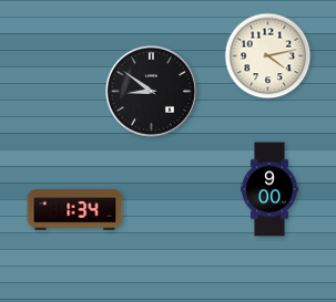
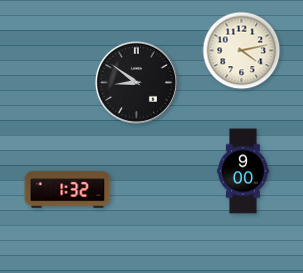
clock at (75, 210): 1:34 -> 1:32
